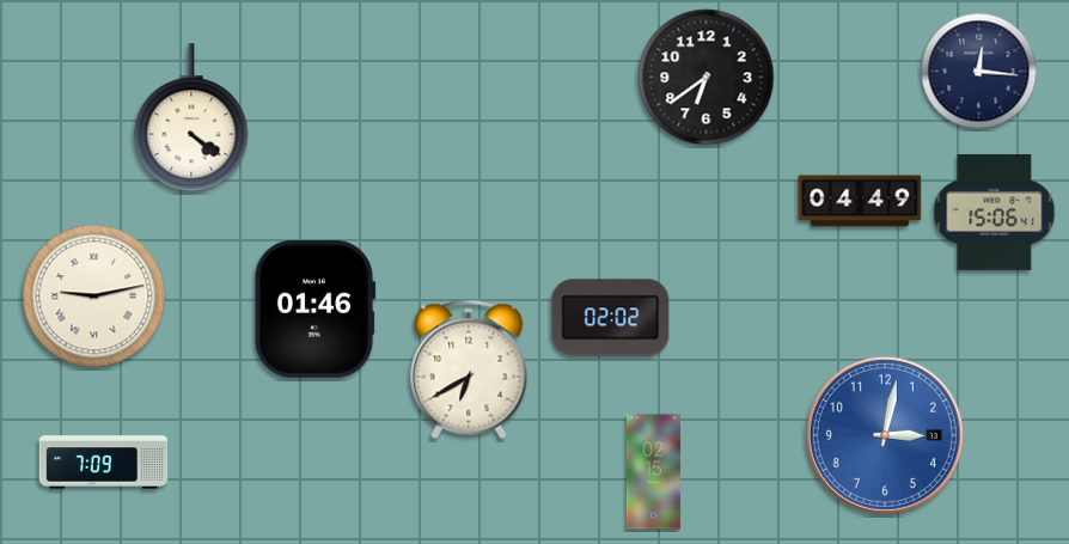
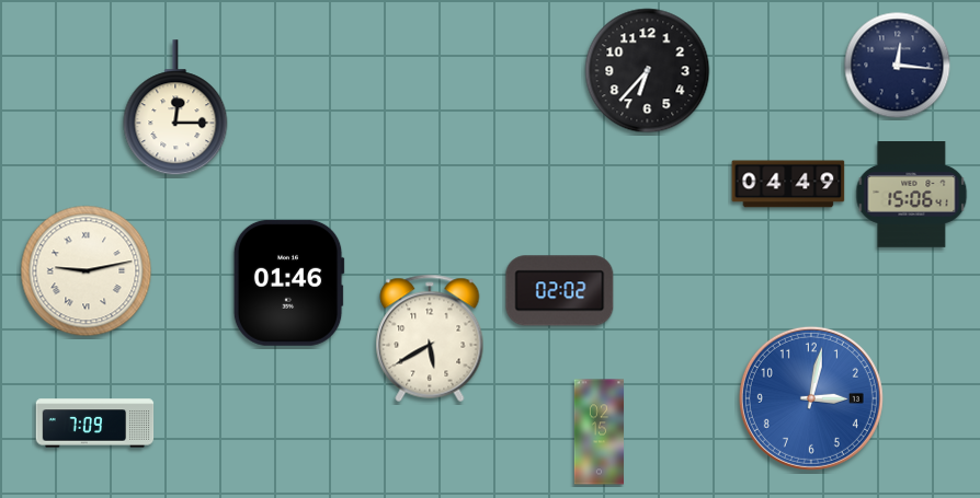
clock at (707, 78): 6:39 -> 6:37
clock at (191, 118): 4:21 -> 12:15
clock at (469, 369): 6:40 -> 5:40
